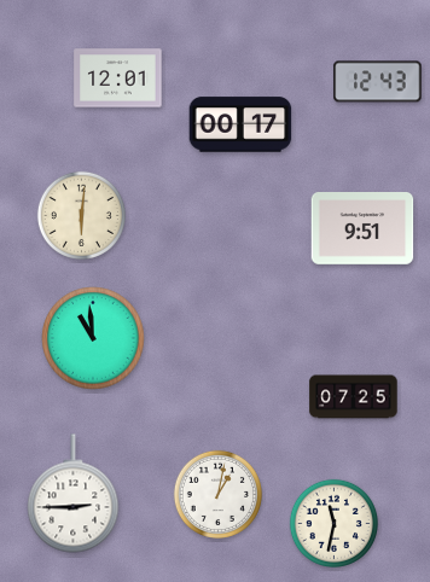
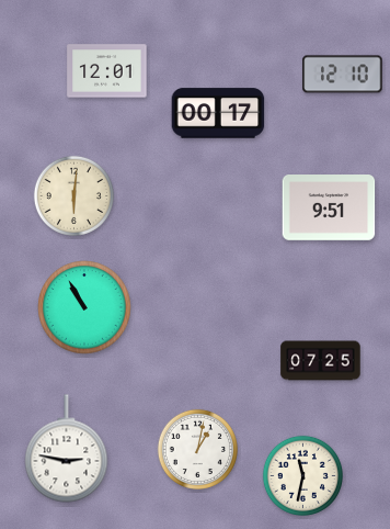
clock at (378, 82): 12:43 -> 12:10
clock at (93, 338): 10:59 -> 10:55
clock at (74, 494): 2:45 -> 2:47
